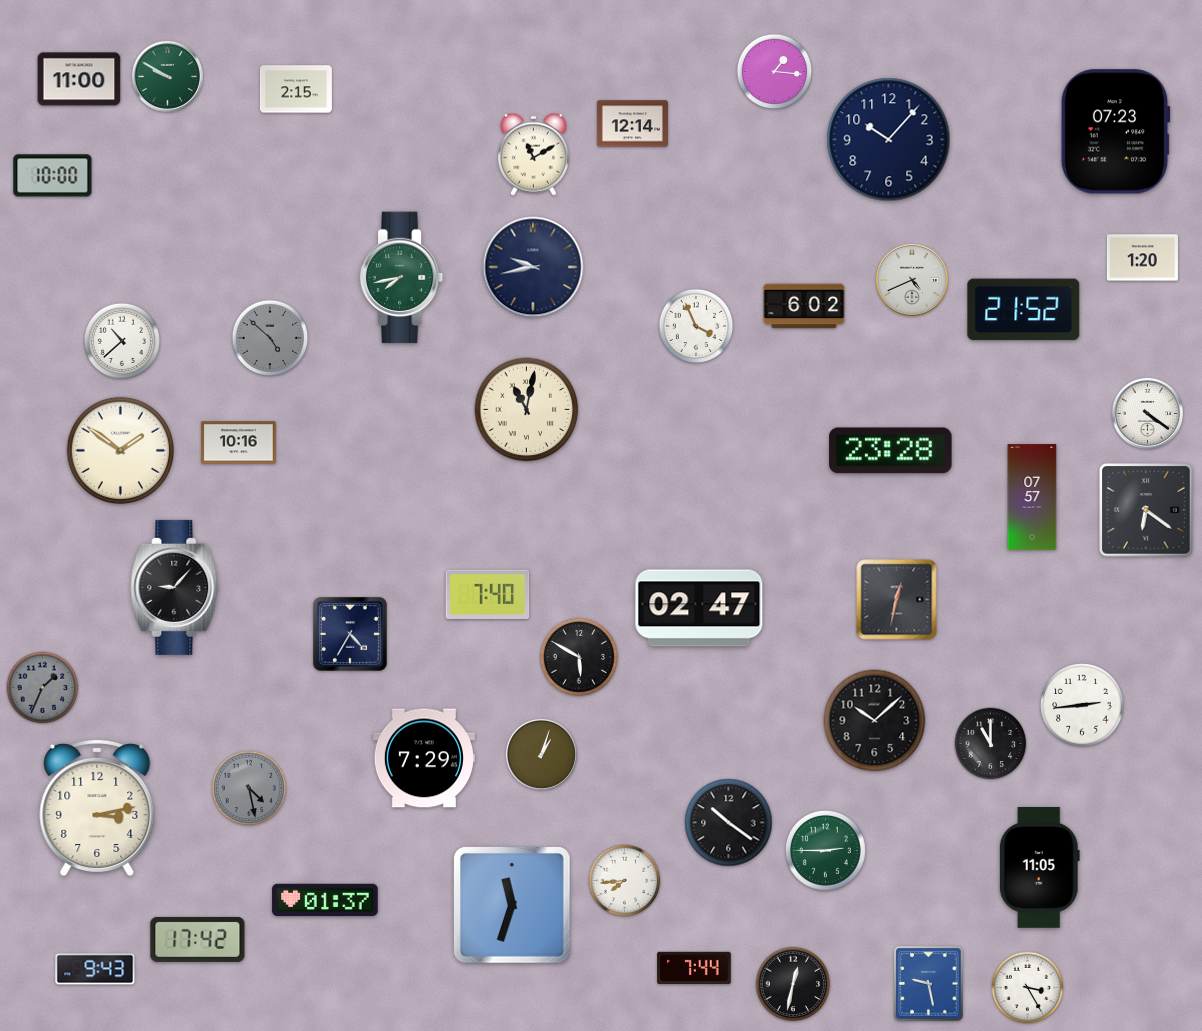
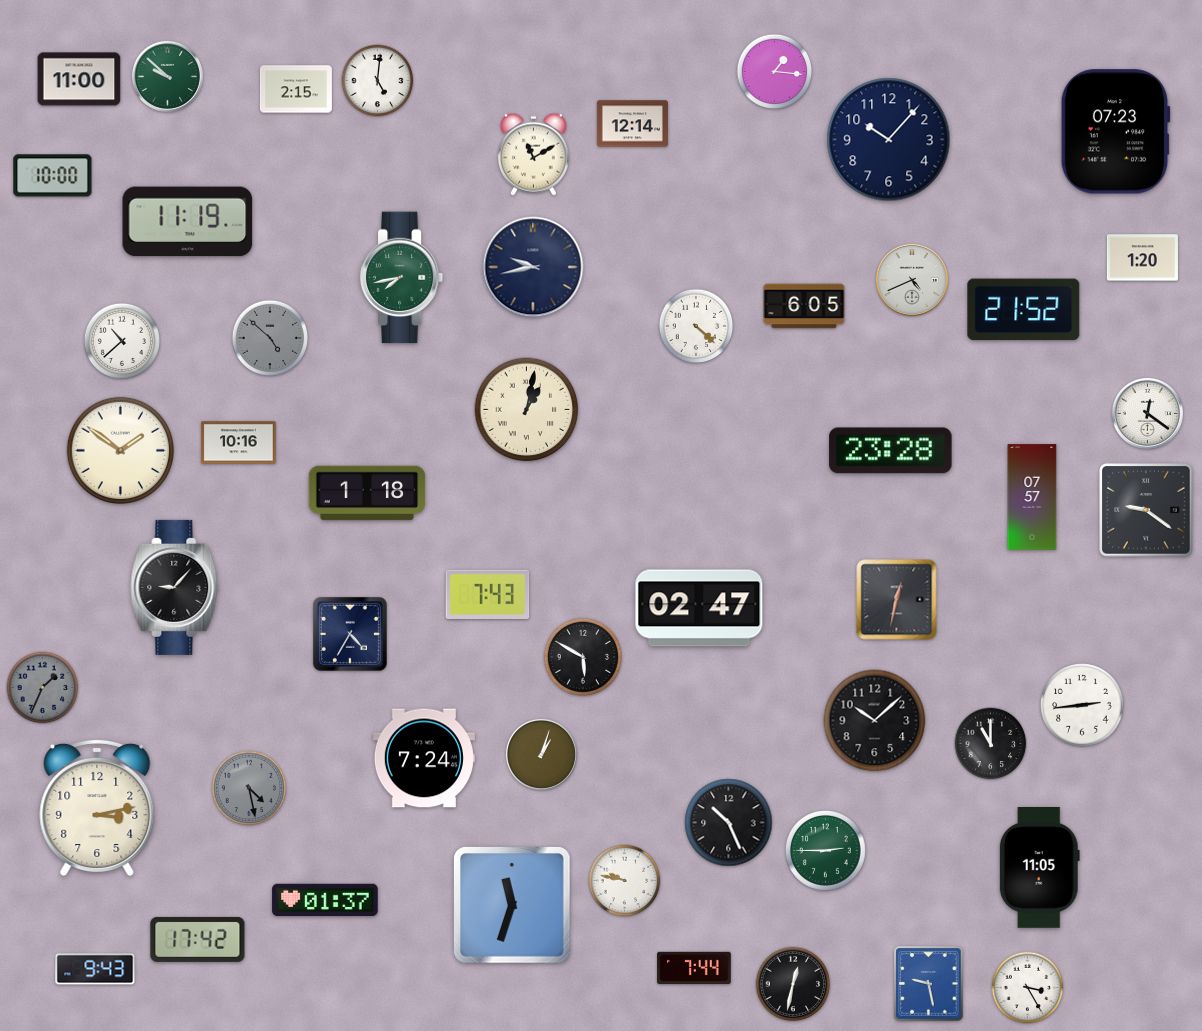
clock at (167, 76): 9:50 -> 9:52
clock at (378, 81): none -> 5:01
clock at (188, 222): none -> 11:19
clock at (804, 306): 6:02 -> 6:05
clock at (696, 326): 3:56 -> 4:22
clock at (527, 410): 11:02 -> 1:02
clock at (1147, 413): 4:21 -> 12:21
clock at (367, 493): none -> 1:18
clock at (1147, 511): 6:21 -> 9:21
clock at (488, 594): 7:40 -> 7:43
clock at (579, 657) position: (579, 657) -> (583, 657)
clock at (424, 758): 7:29 -> 7:24
clock at (729, 823): 10:21 -> 10:26
clock at (625, 881): 7:44 -> 9:47
